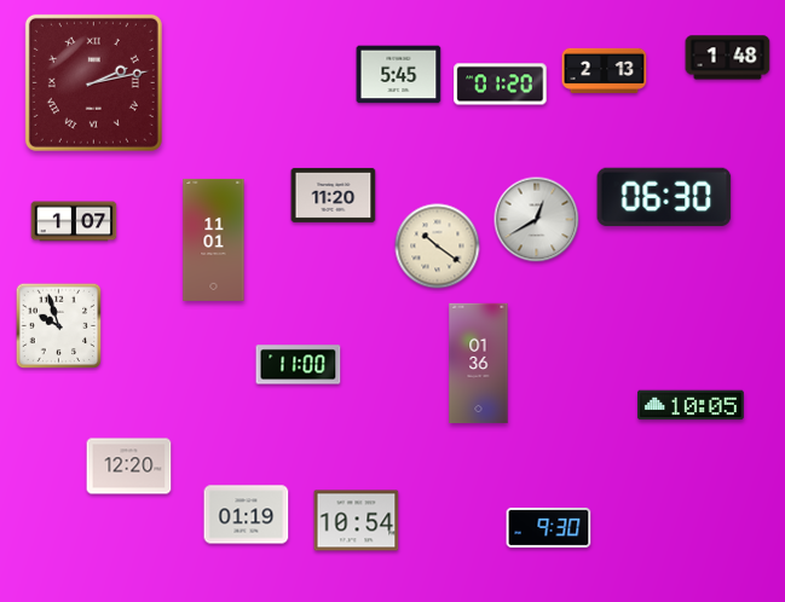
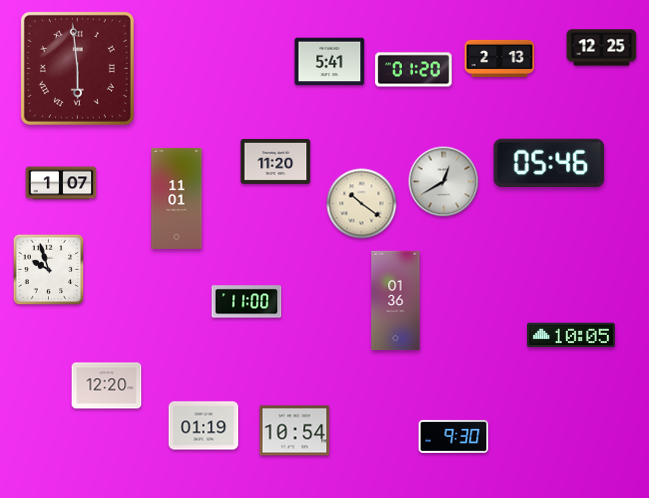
clock at (728, 58): 1:48 -> 12:25
clock at (399, 75): 5:45 -> 5:41
clock at (93, 82): 2:13 -> 5:59
clock at (664, 197): 06:30 -> 05:46
